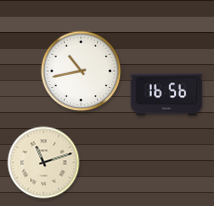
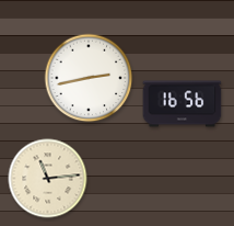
clock at (81, 71): 10:43 -> 2:43
clock at (44, 163): 11:12 -> 11:14
